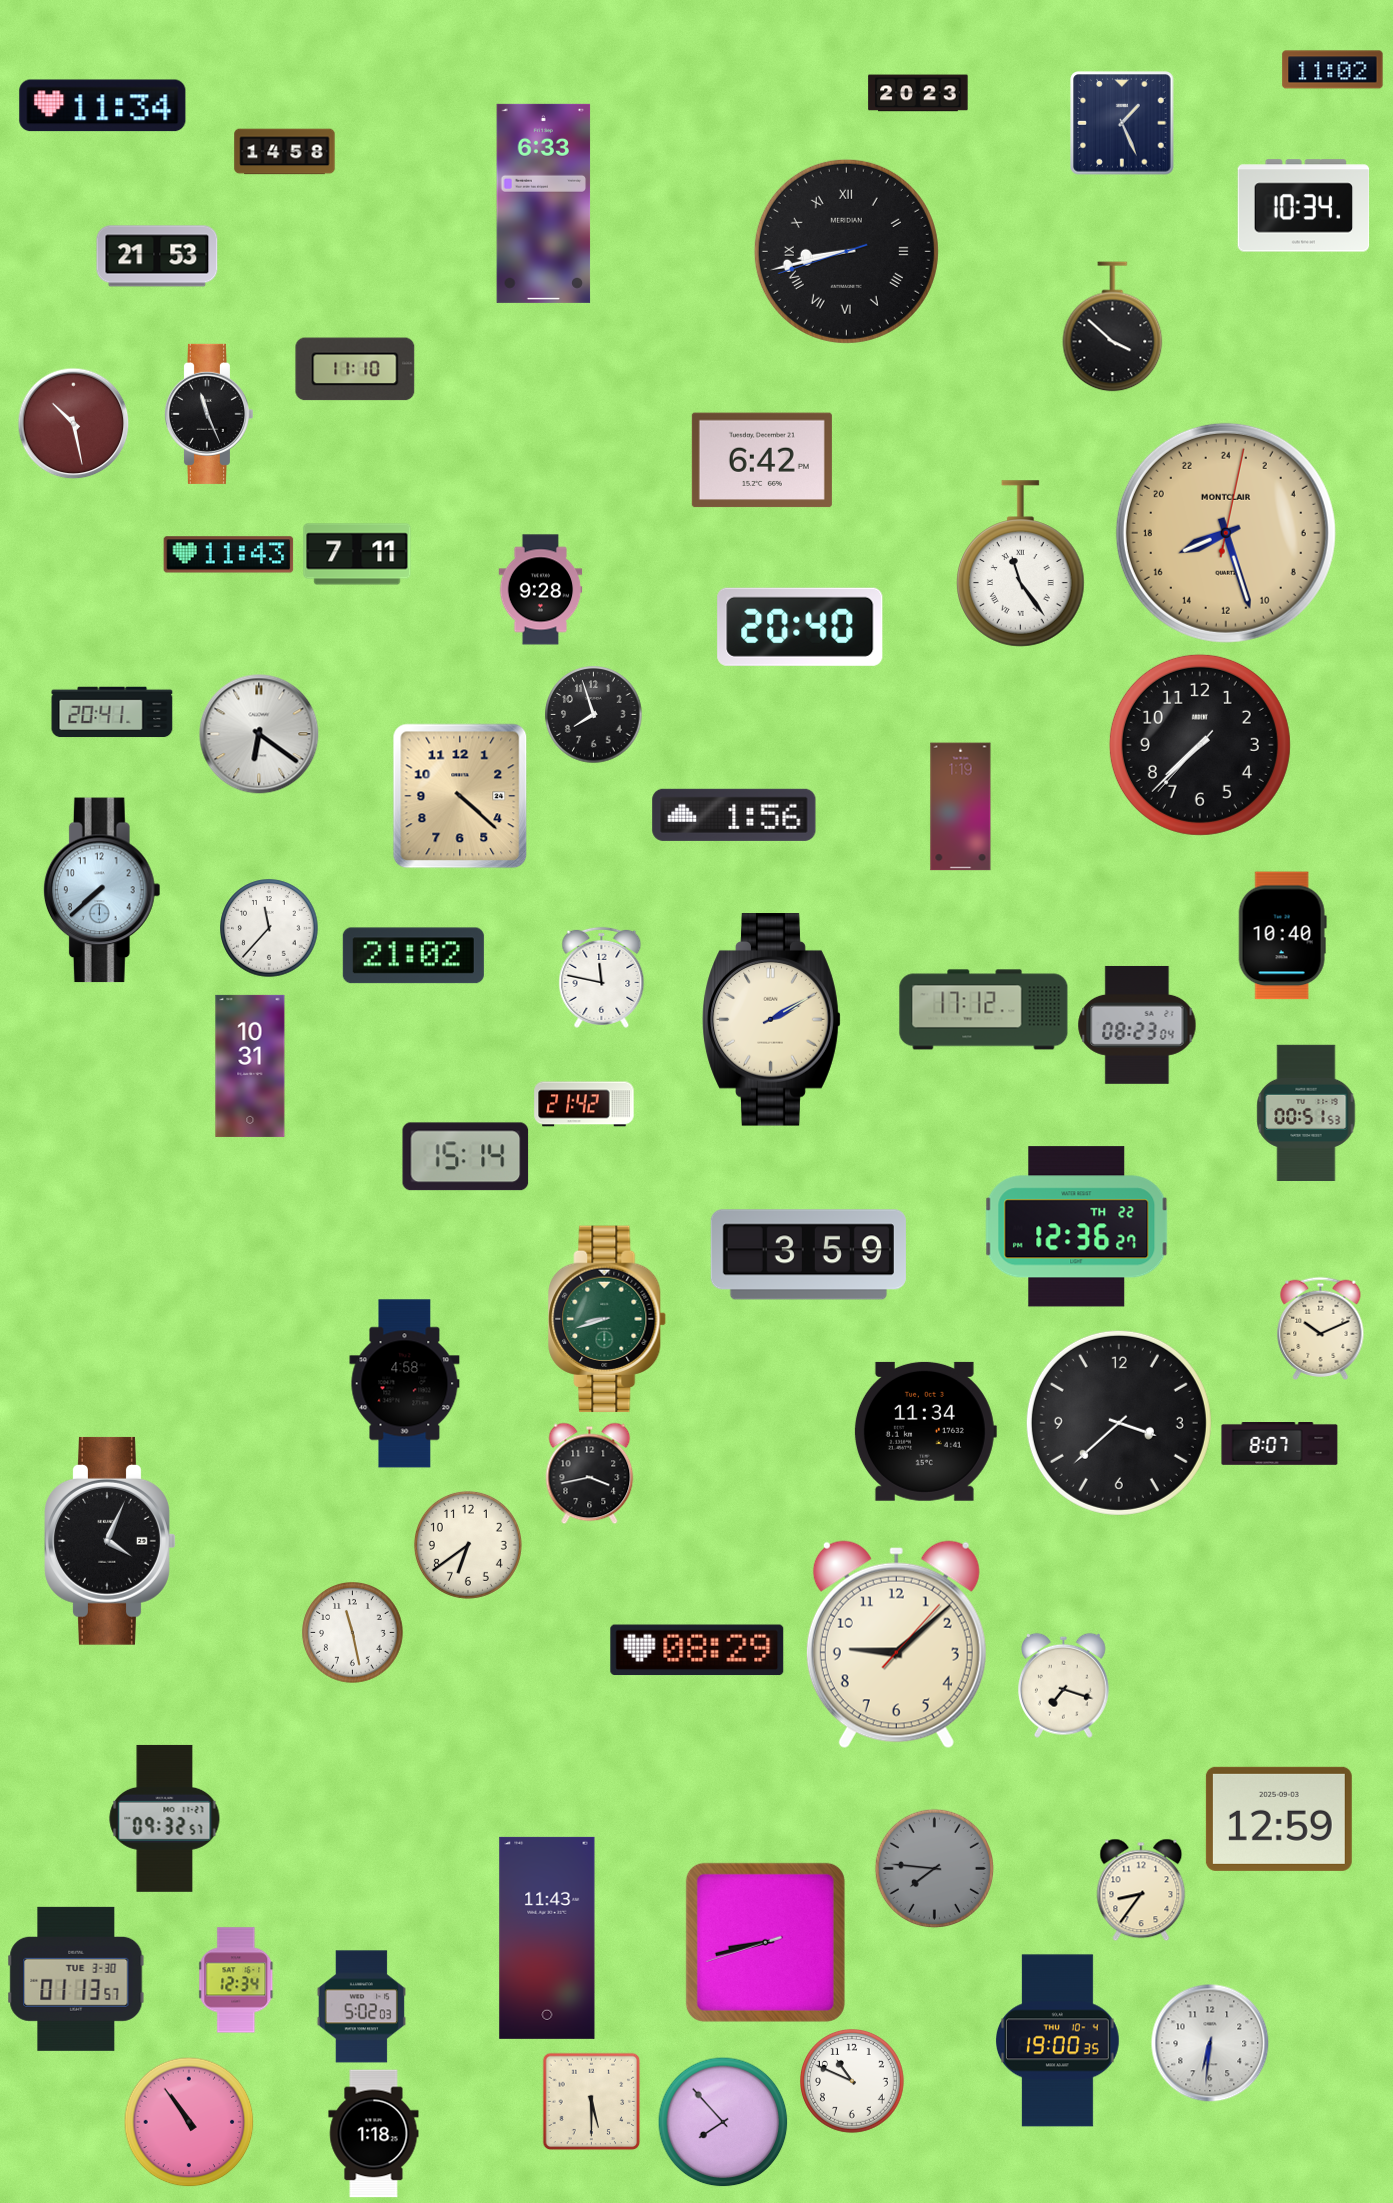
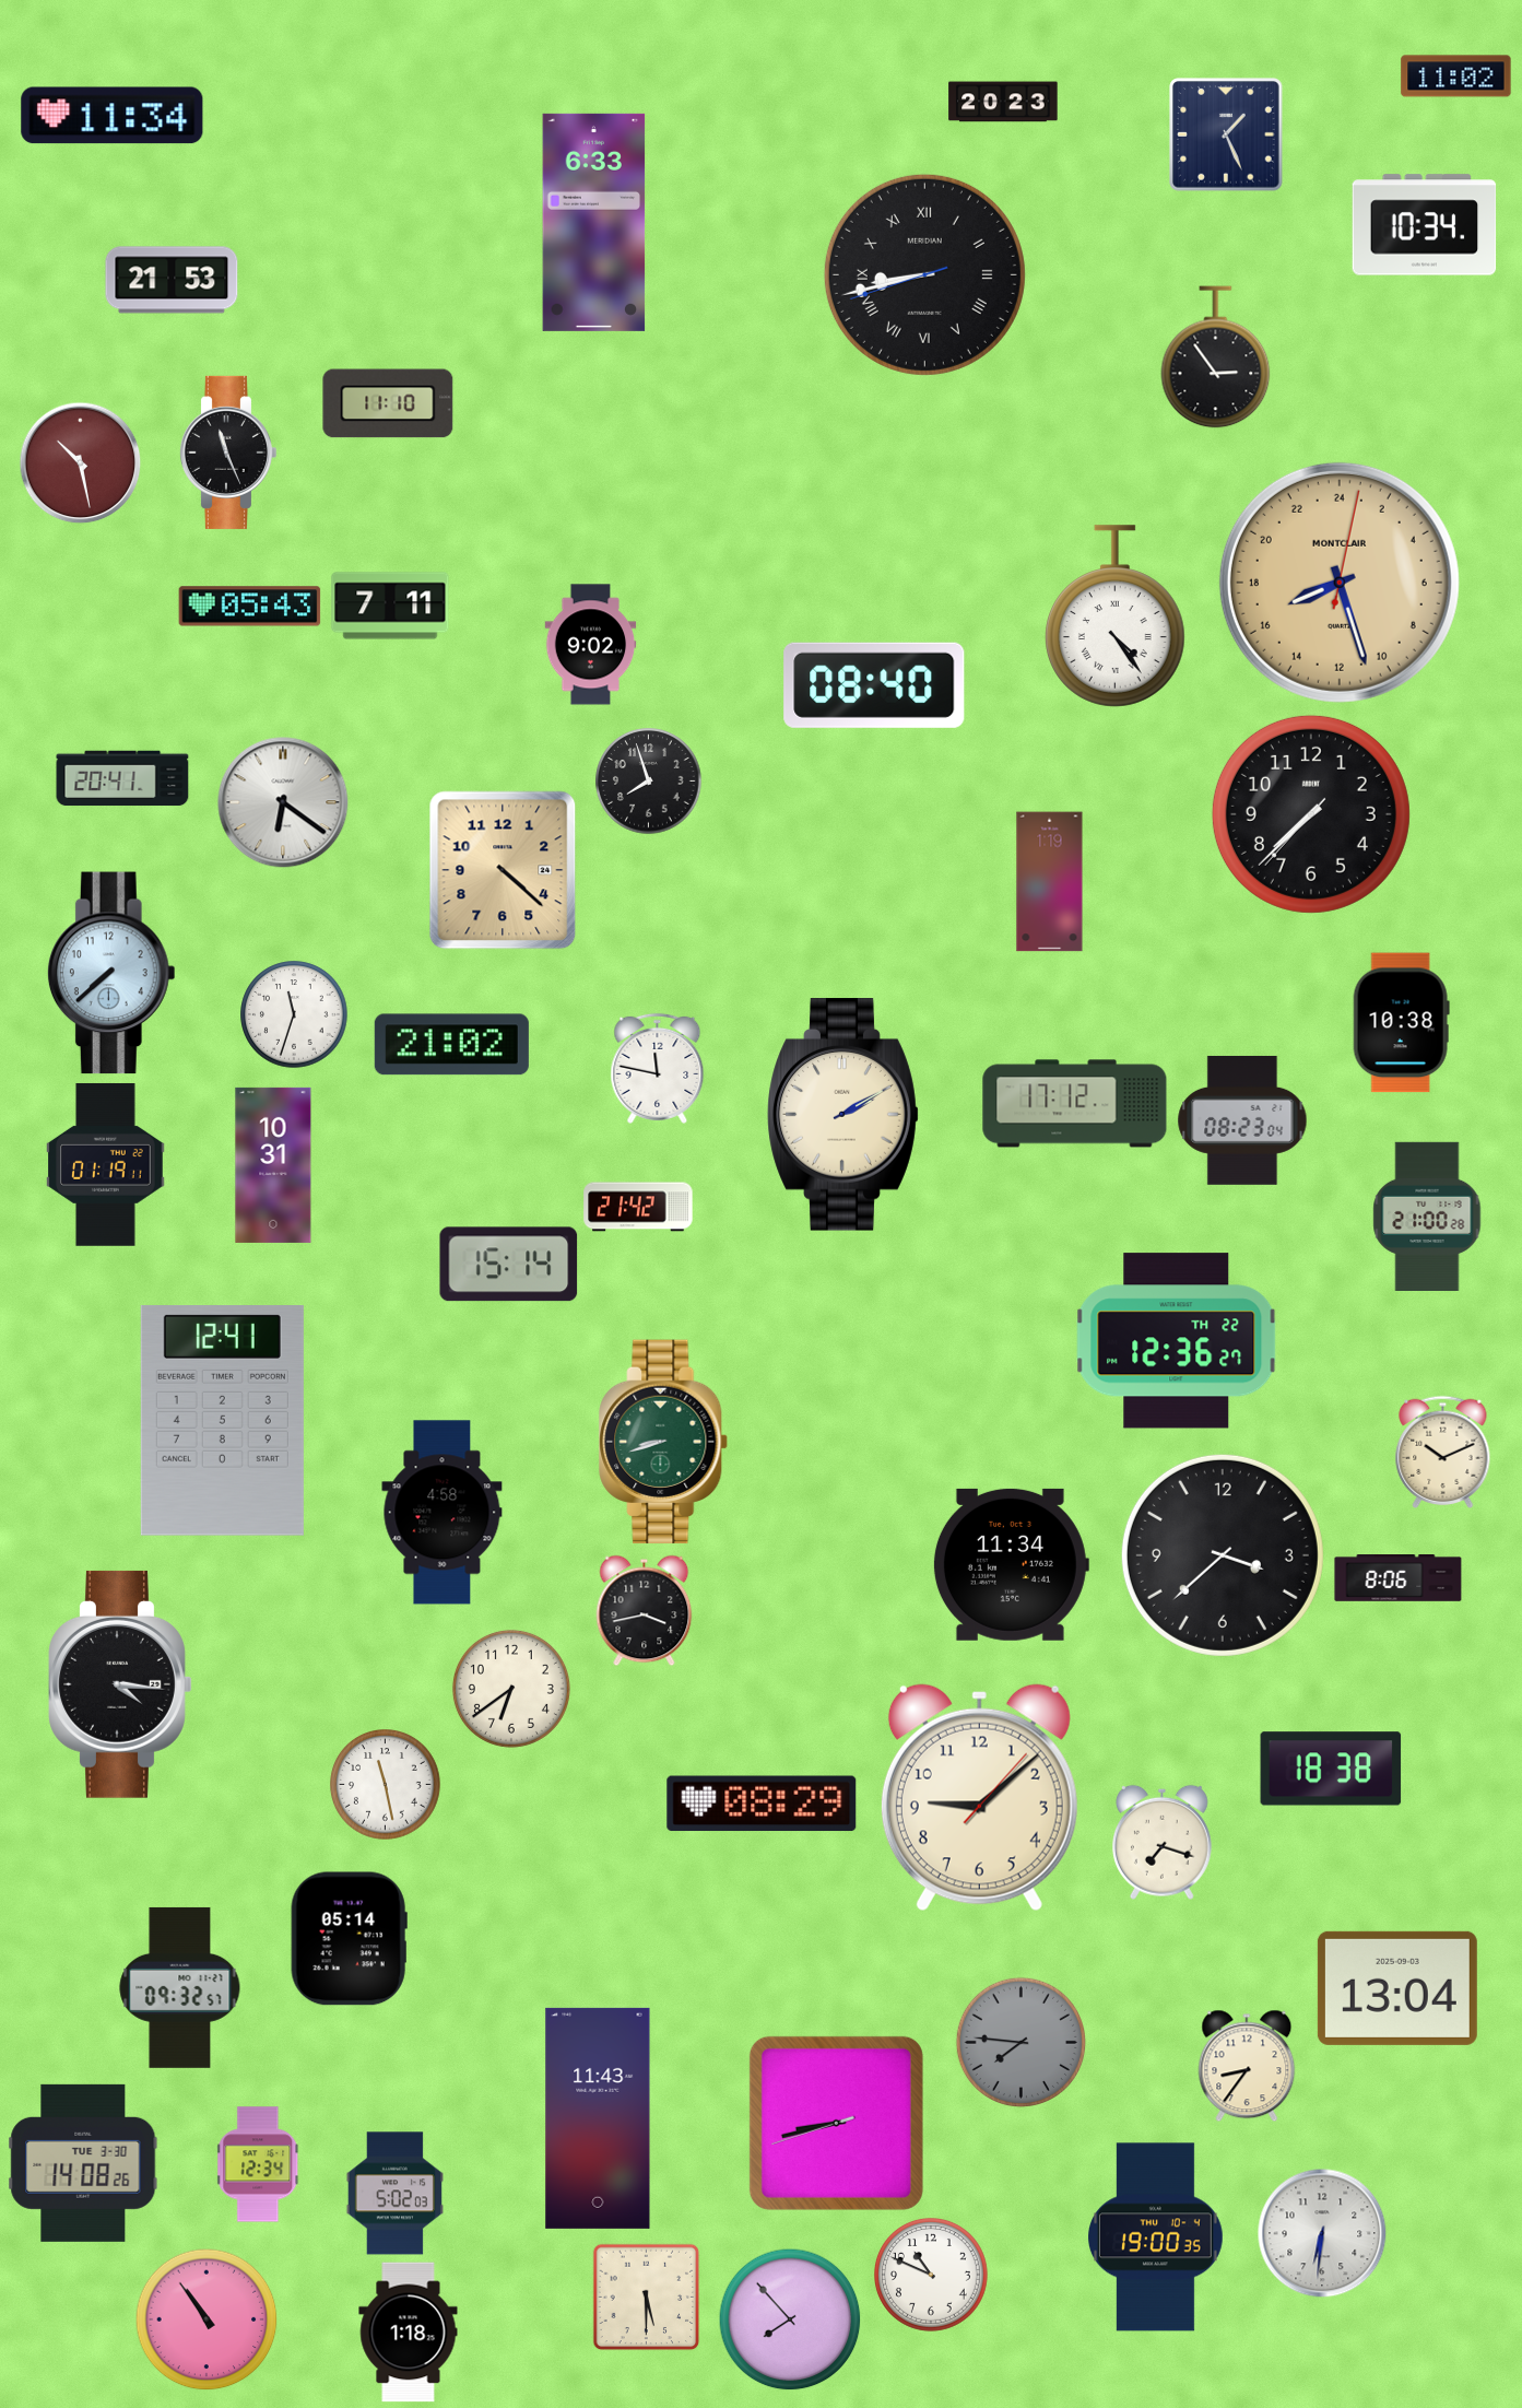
clock at (285, 152): 14:58 -> none
clock at (1113, 327): 3:52 -> 2:54
clock at (762, 460): 6:42 -> none
clock at (229, 555): 11:43 -> 05:43
clock at (1021, 564): 11:24 -> 4:24
clock at (541, 590): 9:28 -> 9:02
clock at (800, 627): 20:40 -> 08:40
clock at (734, 815): 1:56 -> none
clock at (269, 928): 11:37 -> 11:33
clock at (1282, 936): 10:40 -> 10:38
clock at (106, 1165): none -> 01:19
clock at (1306, 1112): 00:51 -> 21:00
clock at (808, 1255): 3:59 -> none
clock at (222, 1421): none -> 12:41
clock at (1280, 1444): 8:07 -> 8:06
clock at (110, 1541): 4:04 -> 4:16
clock at (1331, 1769): none -> 18:38
clock at (349, 1939): none -> 05:14
clock at (1279, 1819): 12:59 -> 13:04
clock at (76, 1979): 01:13 -> 14:08
clock at (1058, 2041) position: (1058, 2041) -> (1156, 2237)
